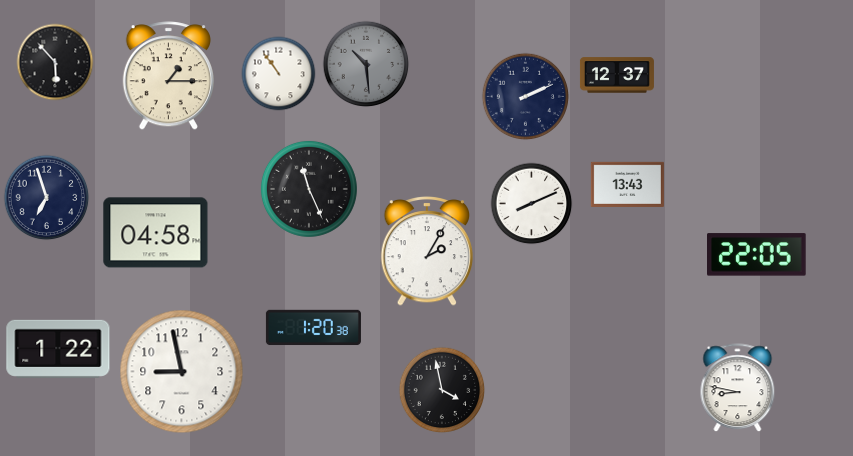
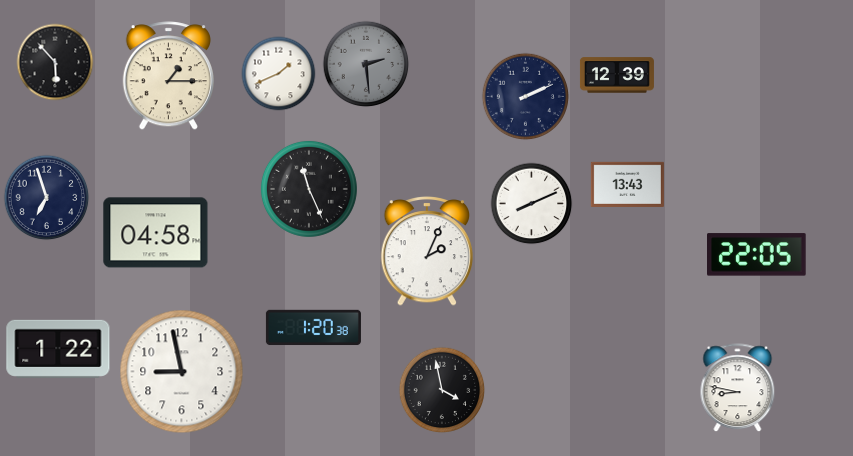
clock at (366, 64): 10:29 -> 2:29
clock at (279, 74): 10:54 -> 1:41
clock at (617, 75): 12:37 -> 12:39
clock at (427, 251): 2:05 -> 2:04
